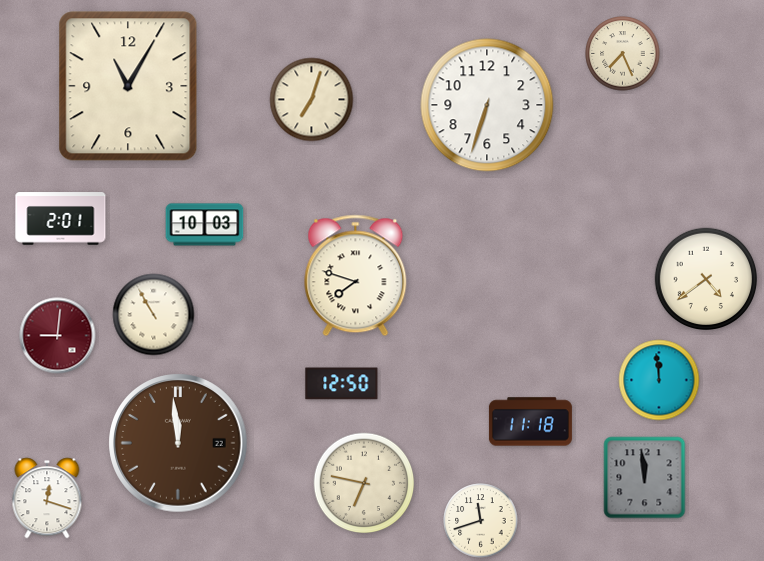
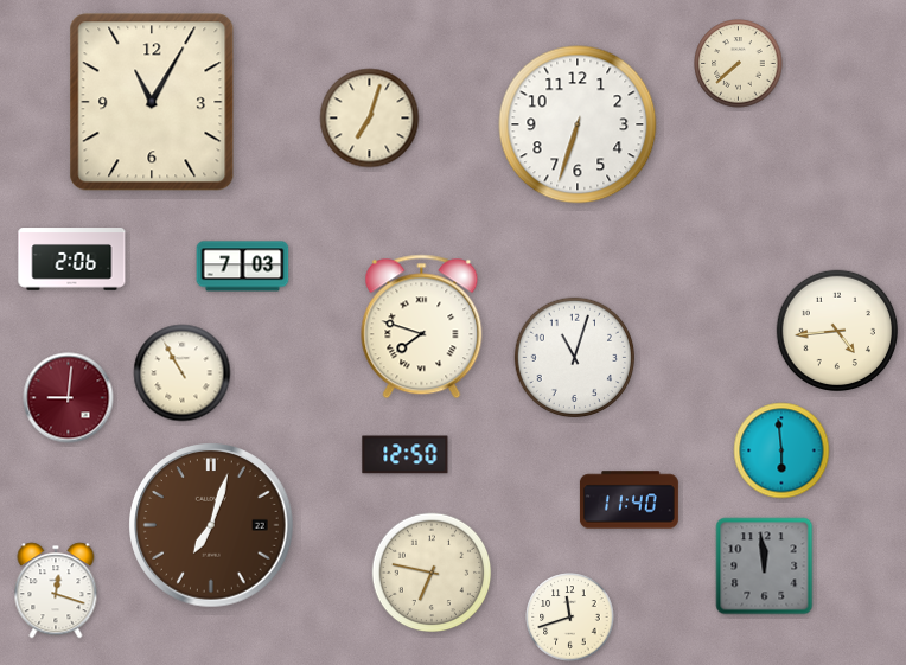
clock at (623, 54): 7:26 -> 7:38
clock at (61, 219): 2:01 -> 2:06
clock at (205, 225): 10:03 -> 7:03
clock at (705, 278): 4:39 -> 4:44
clock at (575, 358): none -> 11:03
clock at (659, 380): 11:59 -> 5:59
clock at (530, 422): 11:18 -> 11:40
clock at (178, 443): 11:59 -> 7:03
